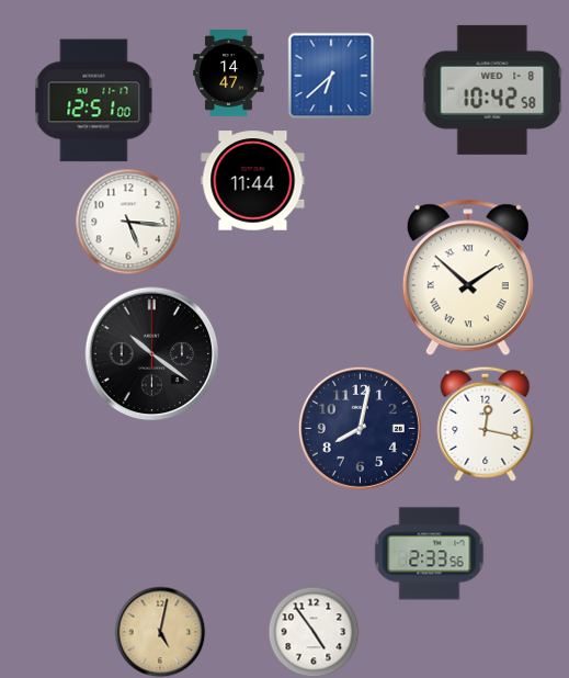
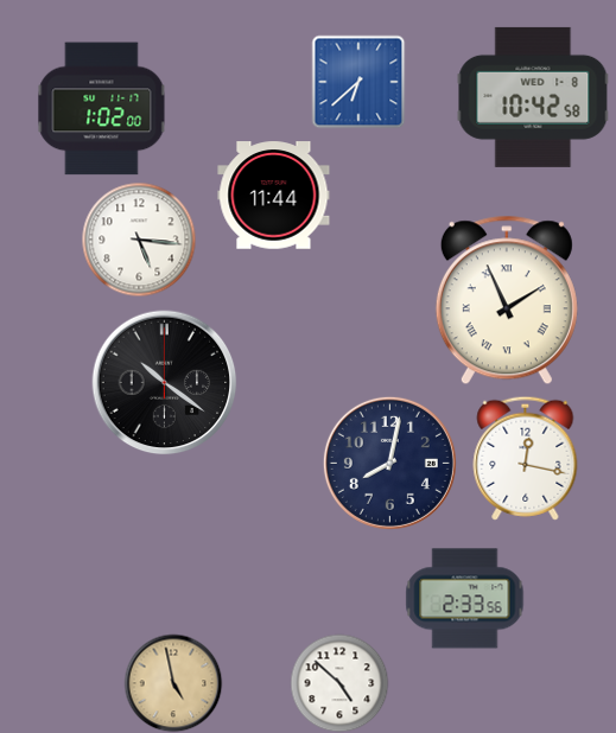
clock at (229, 74): 14:47 -> none
clock at (94, 101): 12:51 -> 1:02
clock at (468, 278): 1:52 -> 1:56
clock at (160, 632): 5:02 -> 4:58
clock at (314, 632): 4:54 -> 4:52
